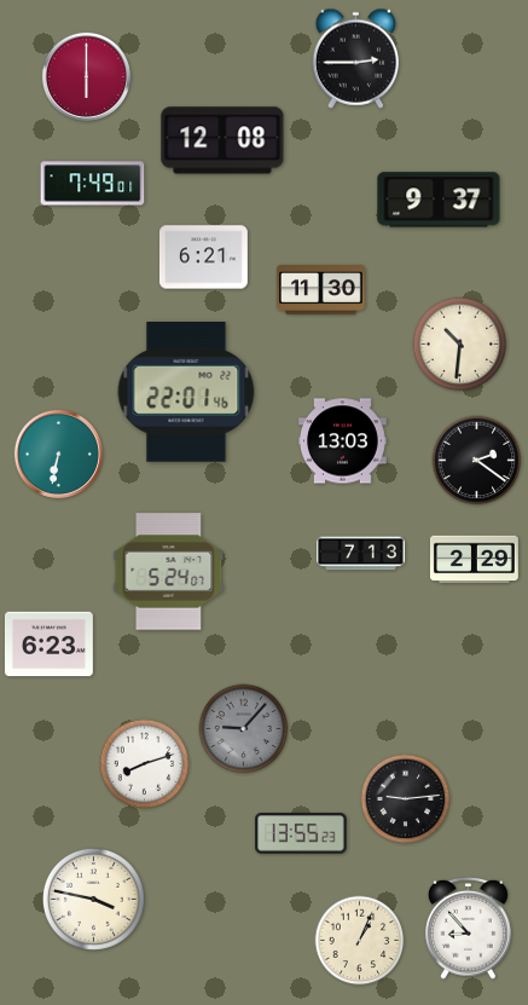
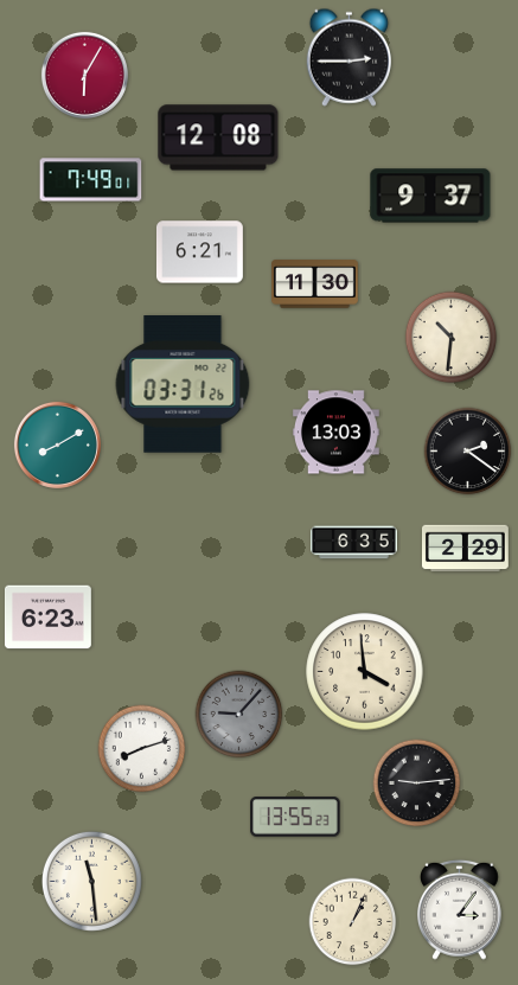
clock at (86, 76): 6:00 -> 6:05
clock at (186, 393): 22:01 -> 03:31
clock at (58, 454): 6:32 -> 8:10
clock at (361, 554): 7:13 -> 6:35
clock at (169, 572): 5:24 -> none
clock at (48, 645) position: (48, 645) -> (47, 618)
clock at (365, 672): none -> 3:59
clock at (406, 799) position: (406, 799) -> (417, 783)
clock at (93, 899): 3:47 -> 11:29
clock at (469, 928): 8:53 -> 3:06
